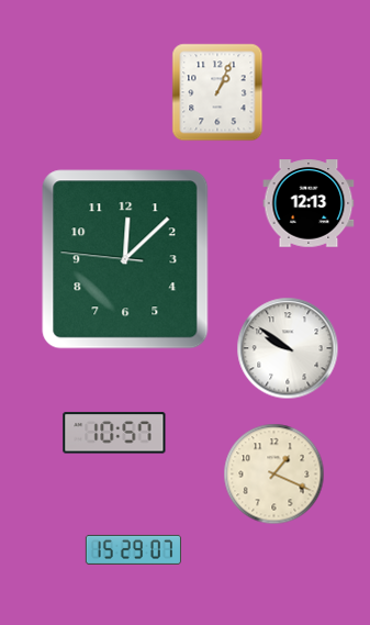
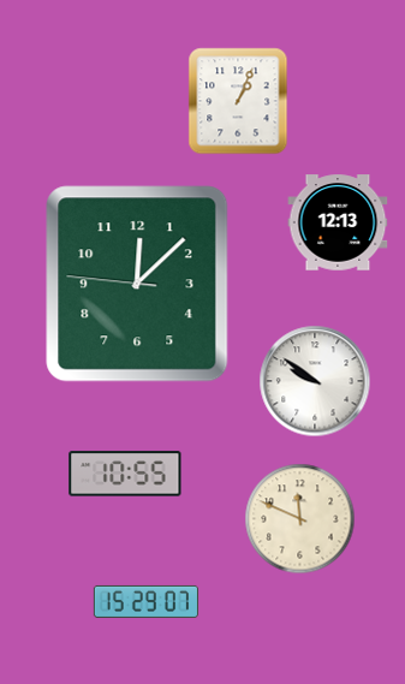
clock at (114, 433): 10:57 -> 10:55
clock at (274, 475): 1:19 -> 11:49
